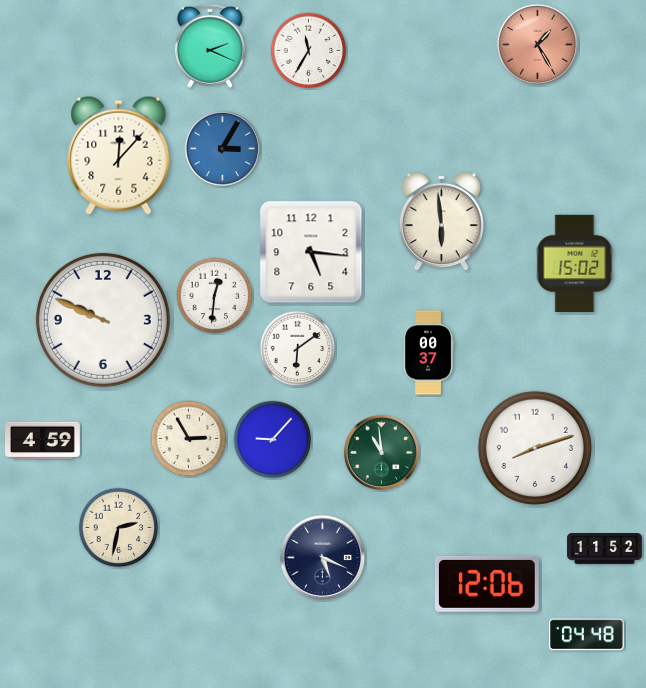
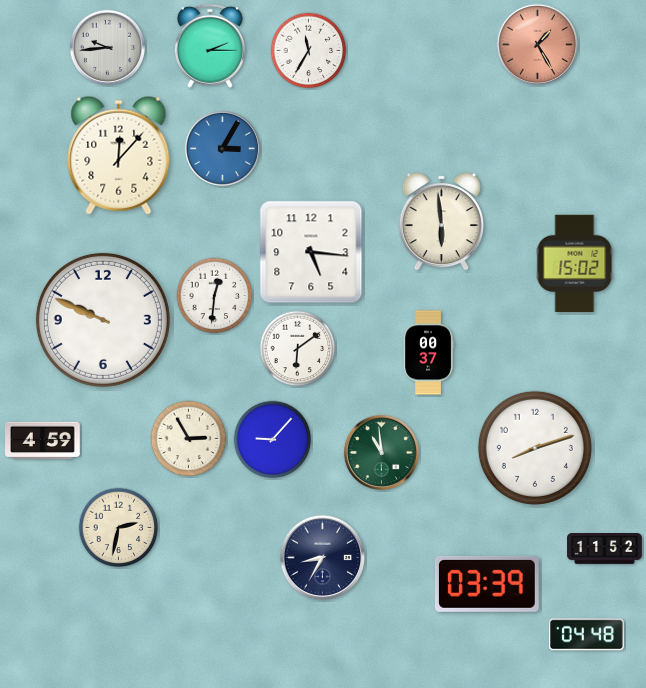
clock at (210, 46): 2:19 -> 2:15
clock at (107, 47): none -> 9:44
clock at (323, 558): 5:19 -> 8:35
clock at (487, 584): 12:06 -> 03:39
